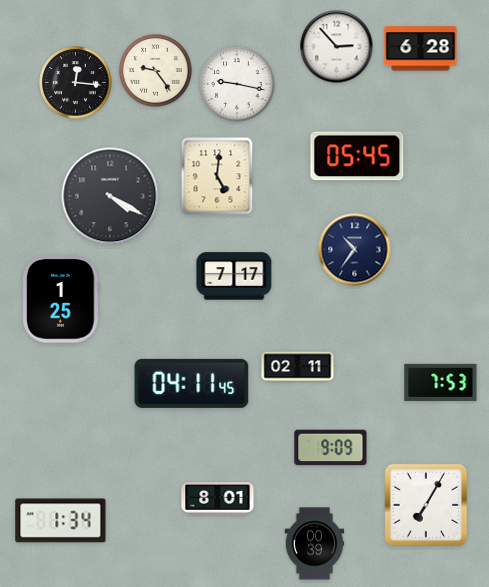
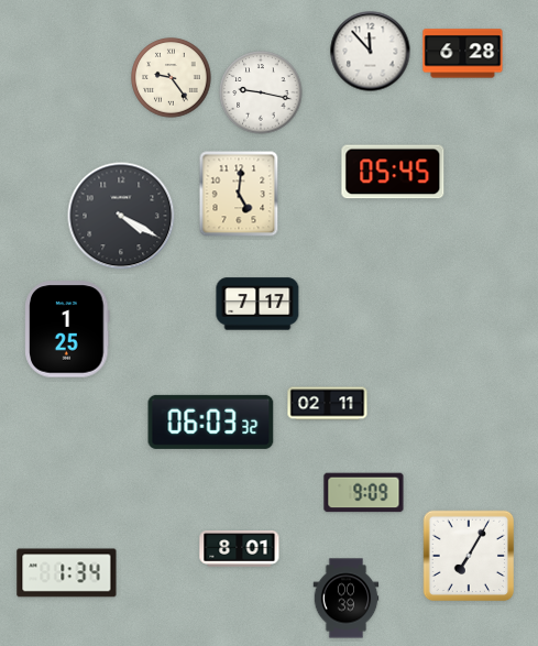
clock at (337, 47): 2:53 -> 11:53
clock at (76, 83): 12:16 -> none
clock at (355, 250): 10:36 -> none
clock at (441, 382): 7:53 -> none
clock at (192, 383): 04:11 -> 06:03
